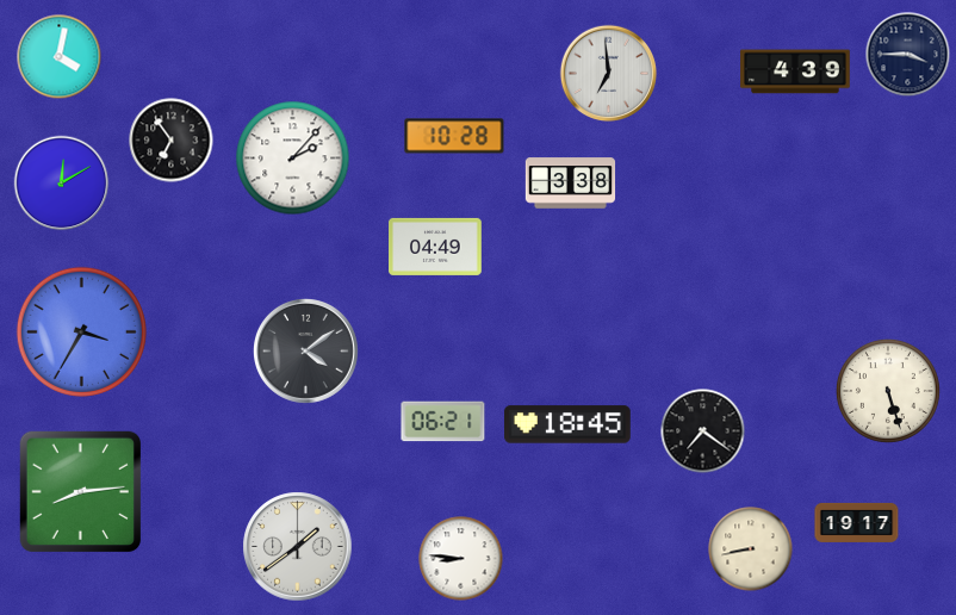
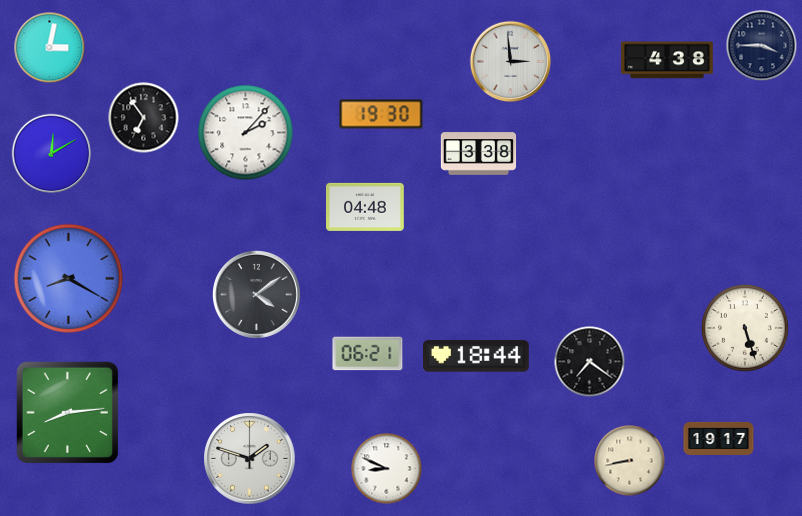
clock at (60, 57): 4:02 -> 3:02
clock at (795, 72): 4:39 -> 4:38
clock at (609, 74): 6:59 -> 2:59
clock at (454, 136): 10:28 -> 19:30
clock at (436, 247): 04:49 -> 04:48
clock at (81, 331): 3:35 -> 8:20
clock at (443, 422) position: (443, 422) -> (368, 354)
clock at (569, 424): 18:45 -> 18:44
clock at (298, 547): 1:39 -> 1:48
clock at (461, 559): 8:46 -> 8:49
